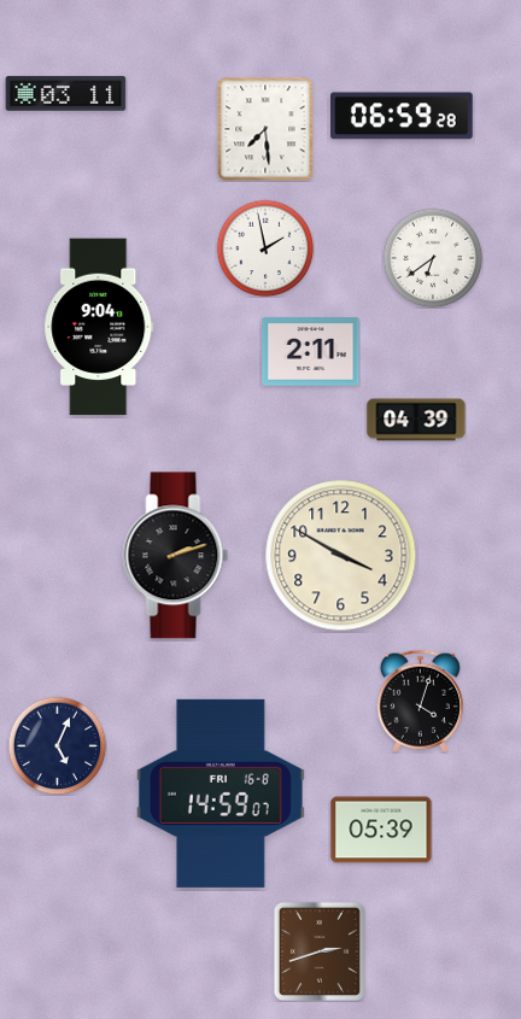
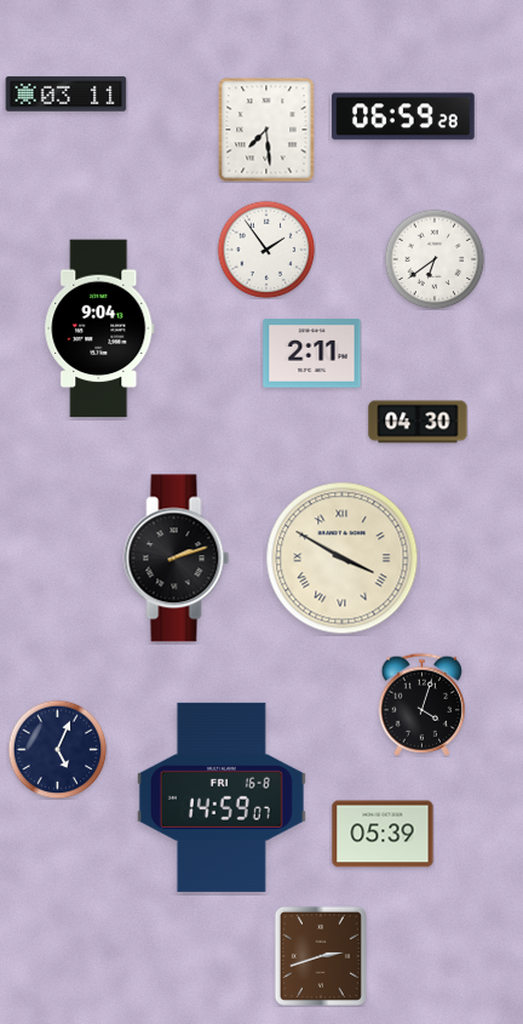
clock at (265, 248): 1:58 -> 1:54
clock at (416, 420): 04:39 -> 04:30
clock at (341, 556) numerals: Arabic -> Roman
